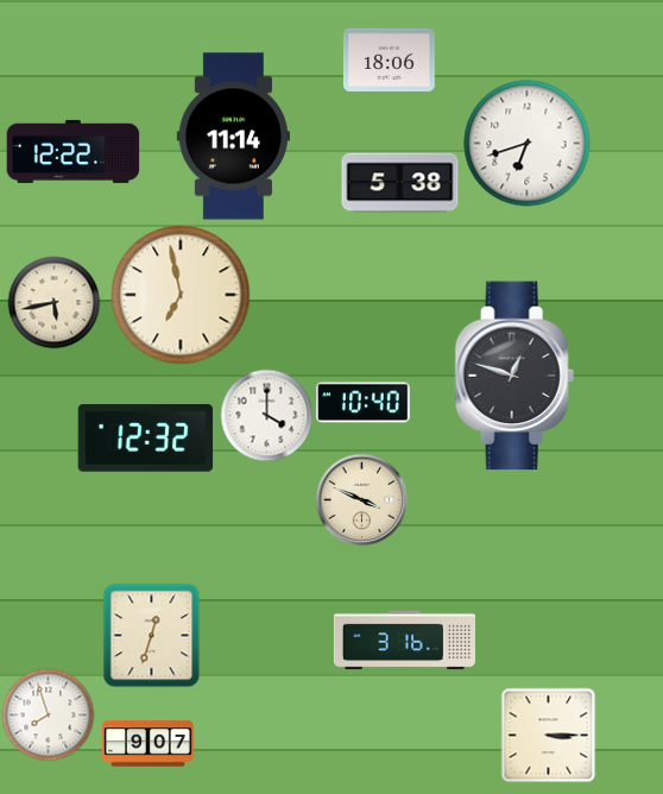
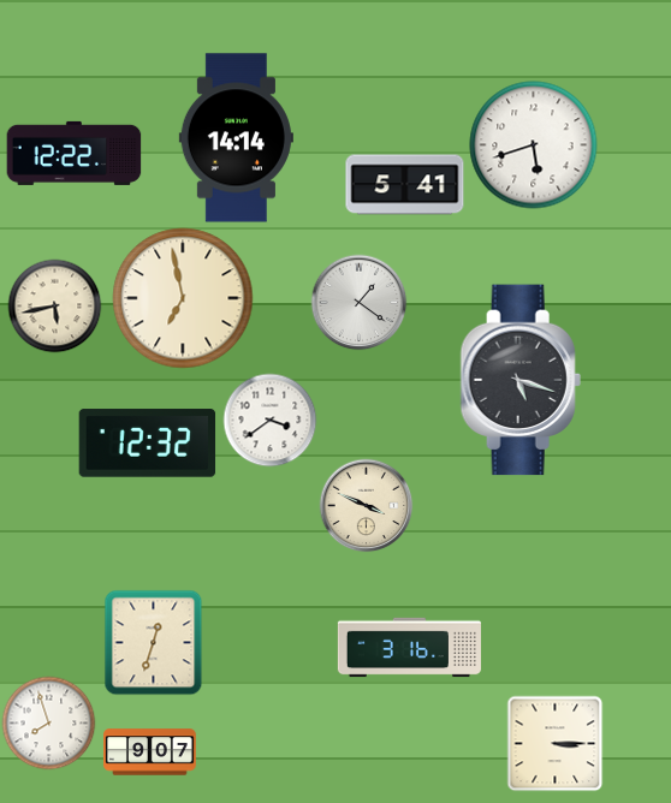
clock at (390, 59): 18:06 -> none
clock at (233, 137): 11:14 -> 14:14
clock at (528, 144): 6:42 -> 5:42
clock at (400, 183): 5:38 -> 5:41
clock at (358, 302): none -> 1:21
clock at (514, 376): 12:48 -> 5:18
clock at (364, 403): 10:40 -> none
clock at (266, 415): 4:00 -> 3:39
